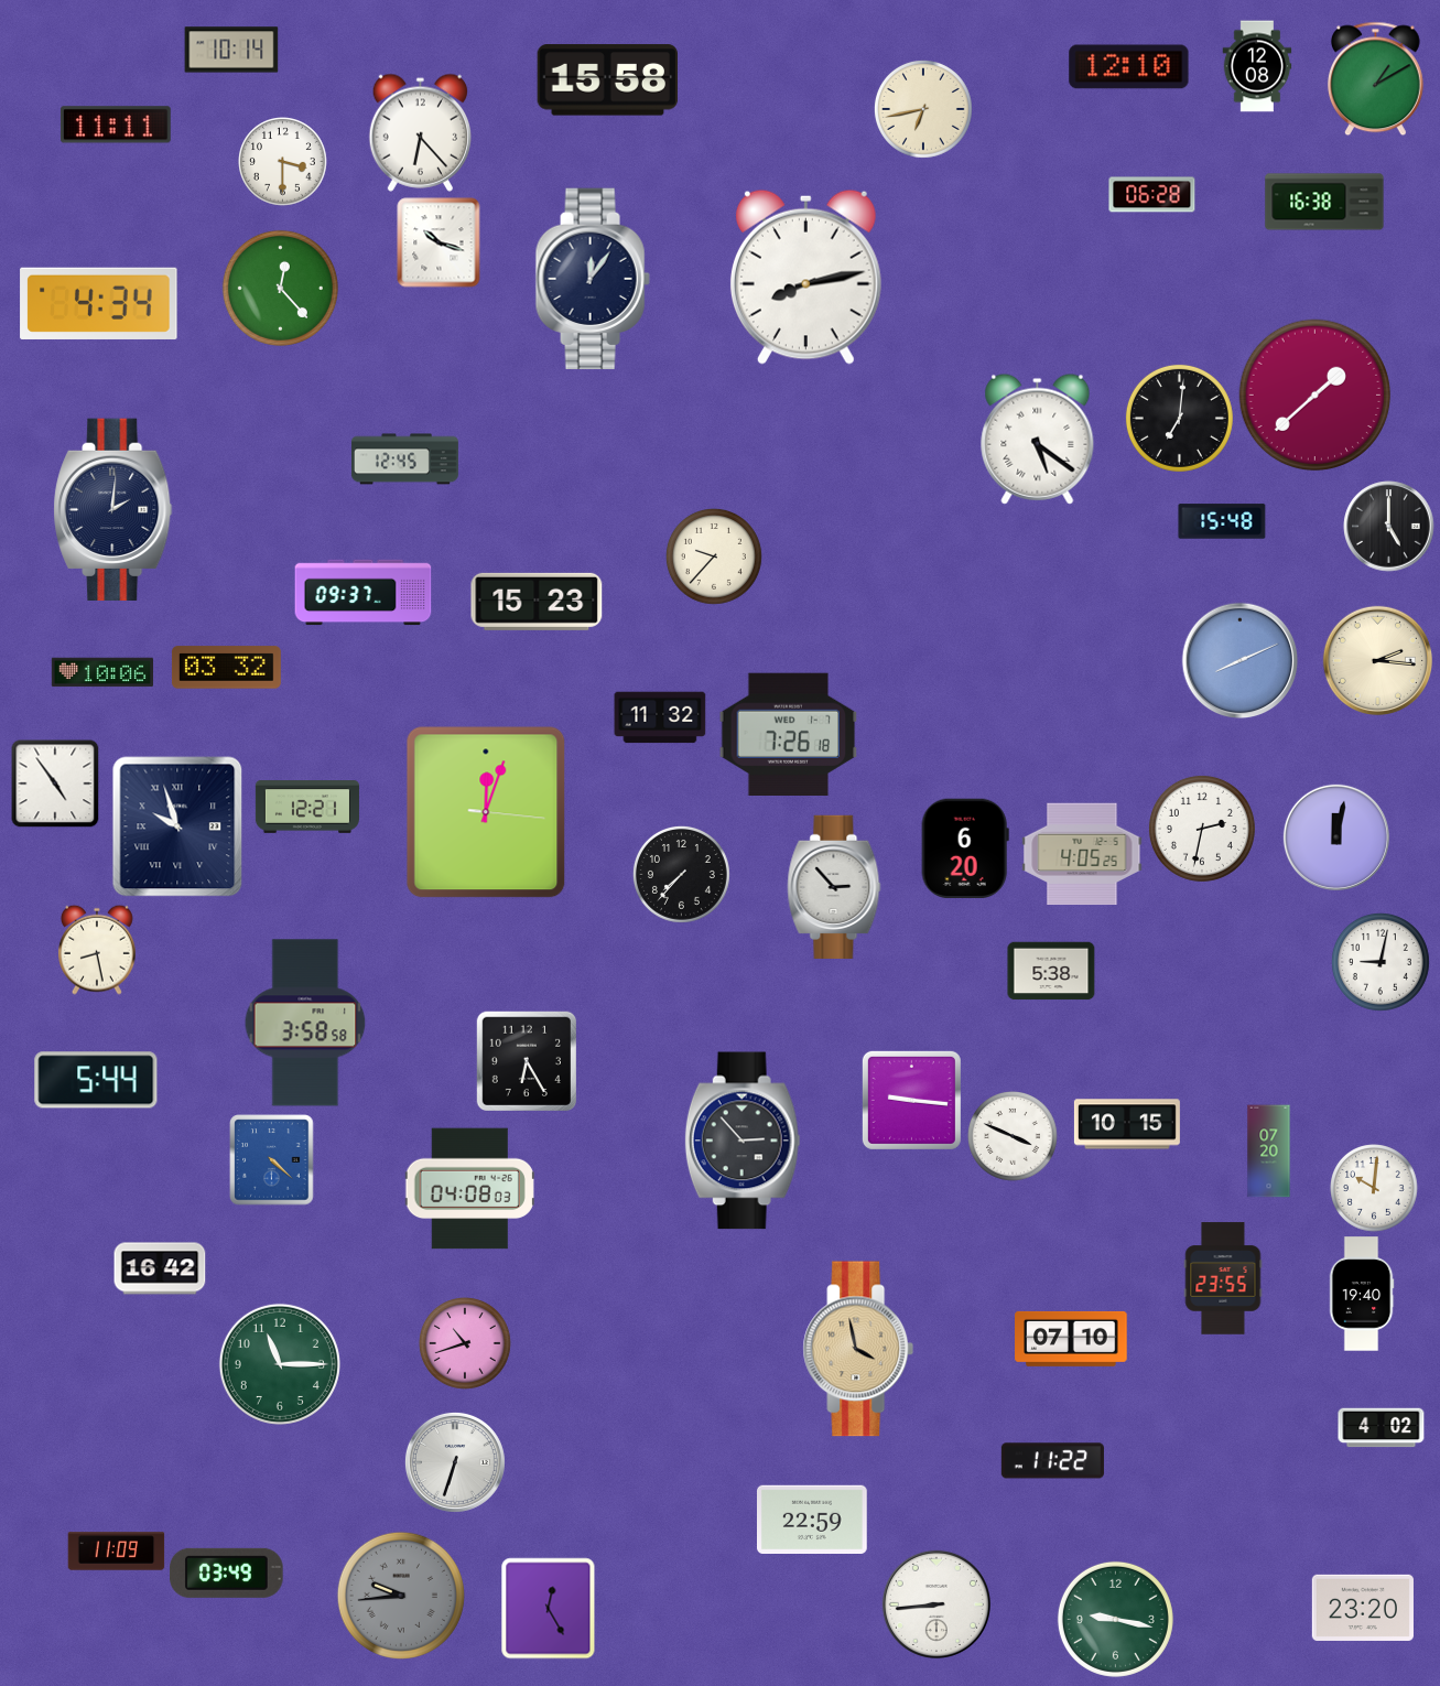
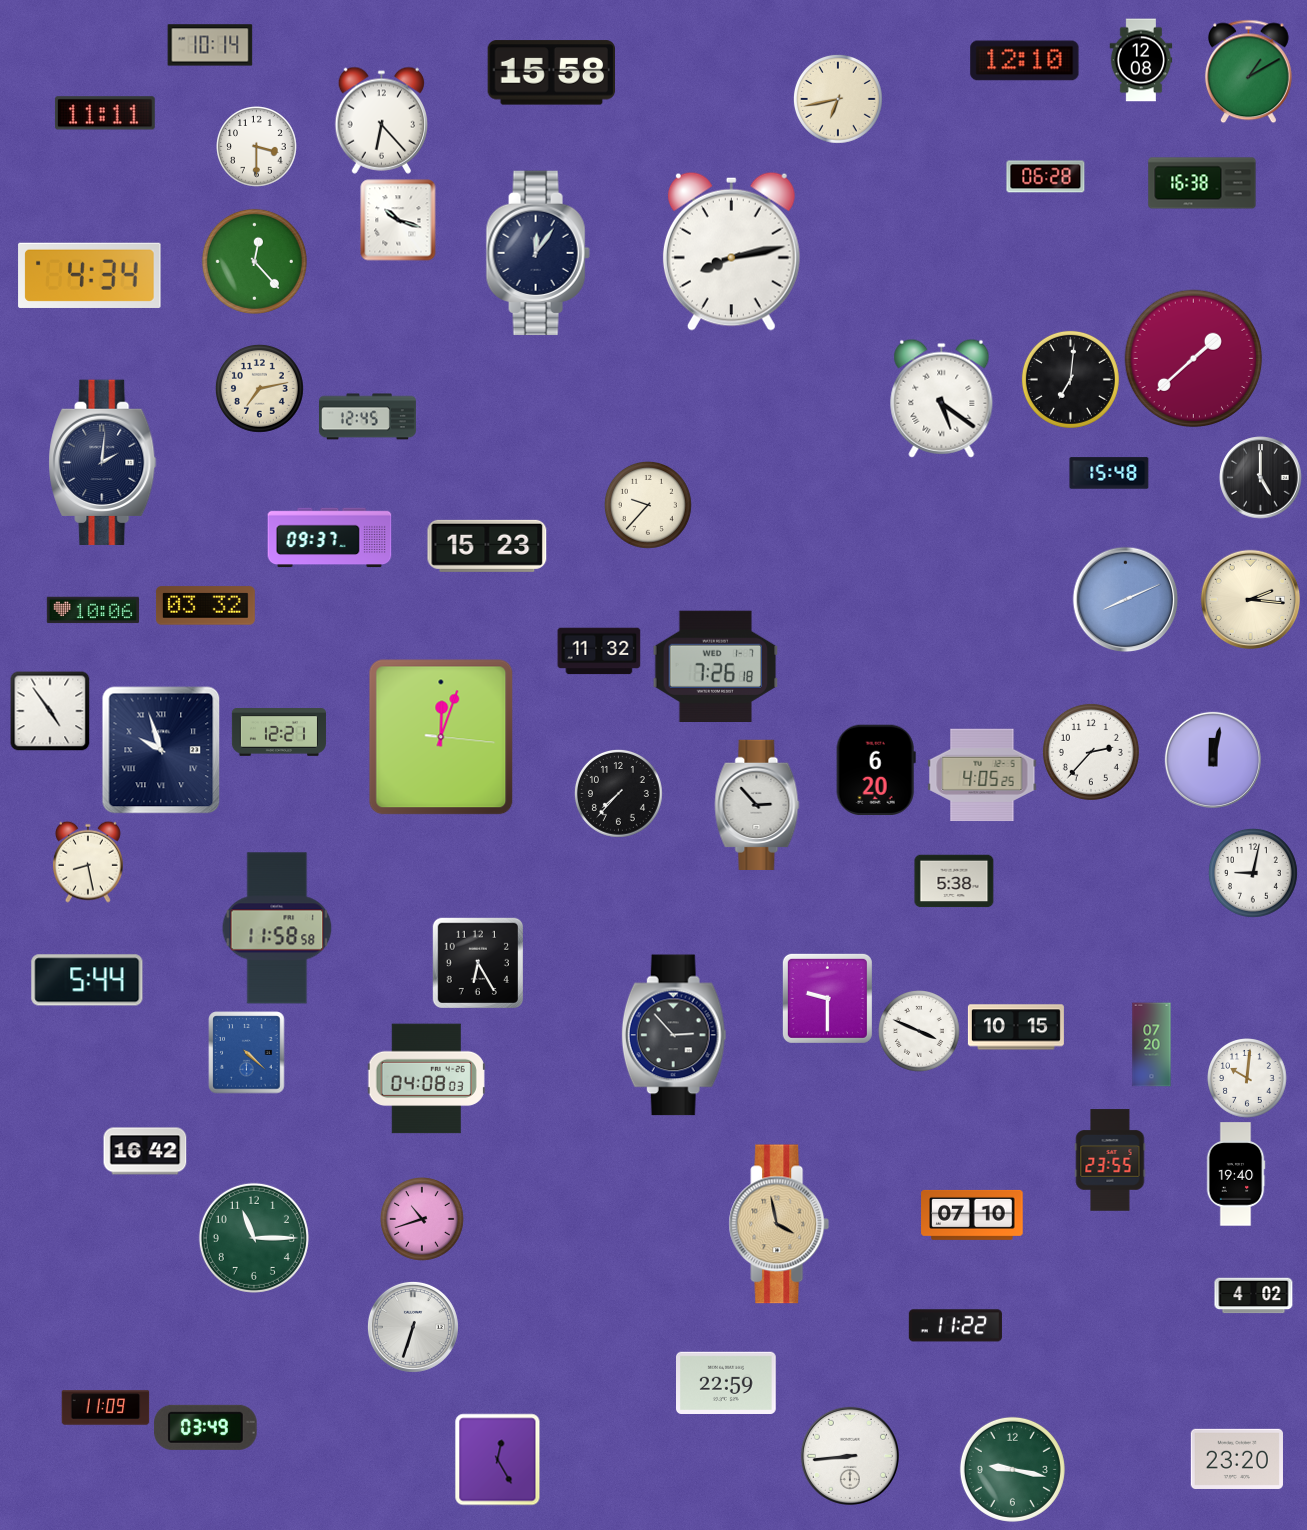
clock at (259, 388): none -> 7:13
clock at (1202, 829): 2:32 -> 2:37
clock at (305, 1023): 3:58 -> 11:58
clock at (911, 1100): 9:16 -> 9:30
clock at (1127, 1124) position: (1127, 1124) -> (1016, 1027)
clock at (813, 1519) position: (813, 1519) -> (727, 1382)
clock at (401, 1596): 9:44 -> none
